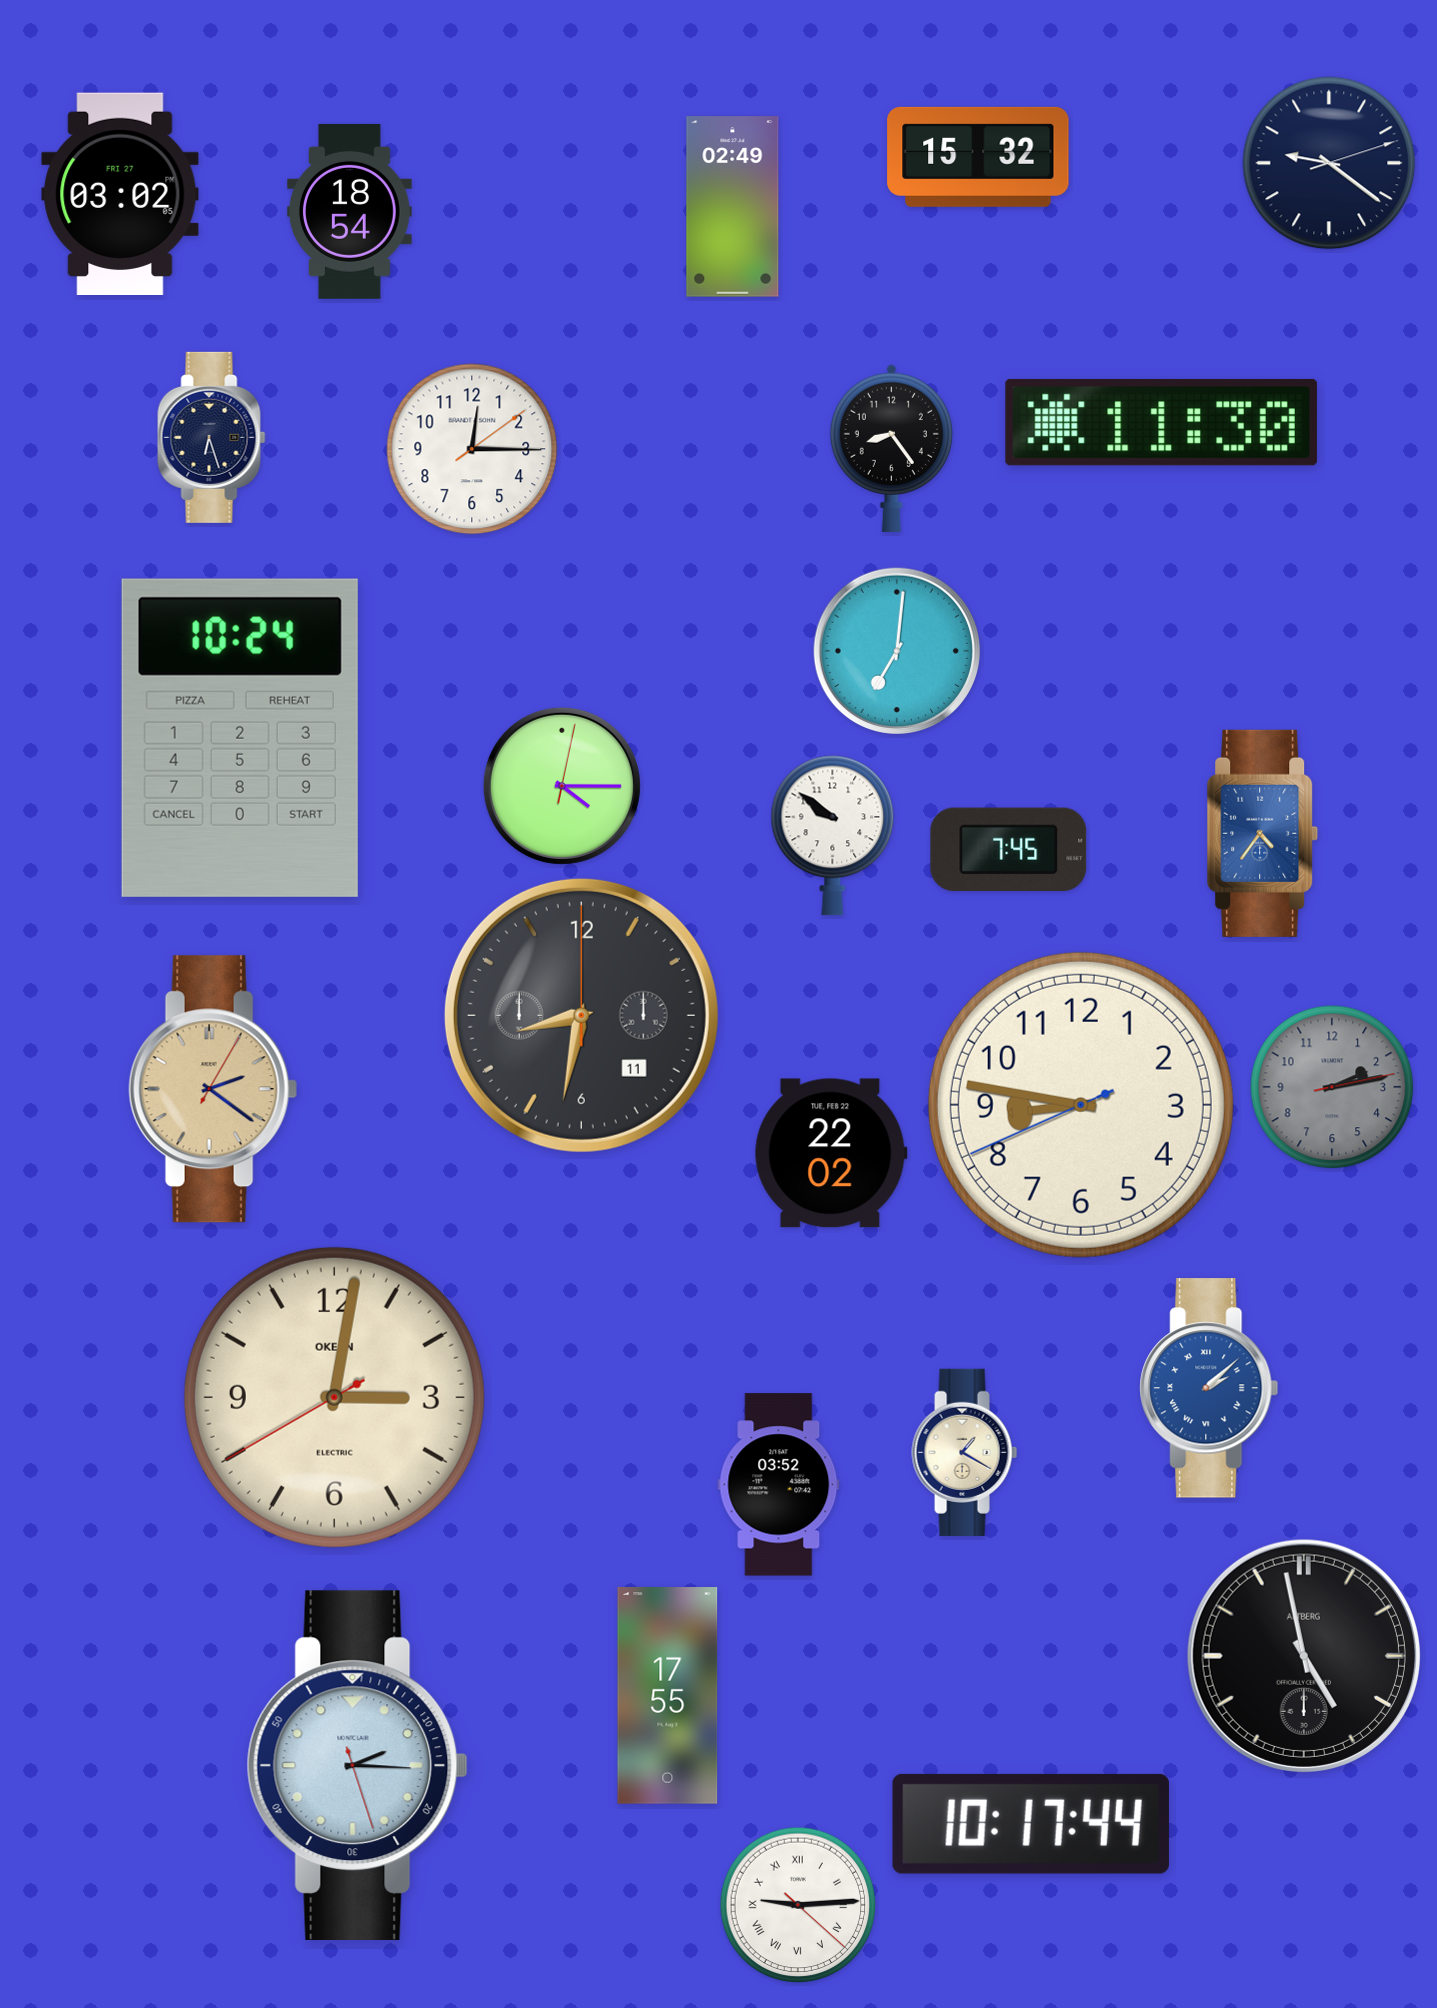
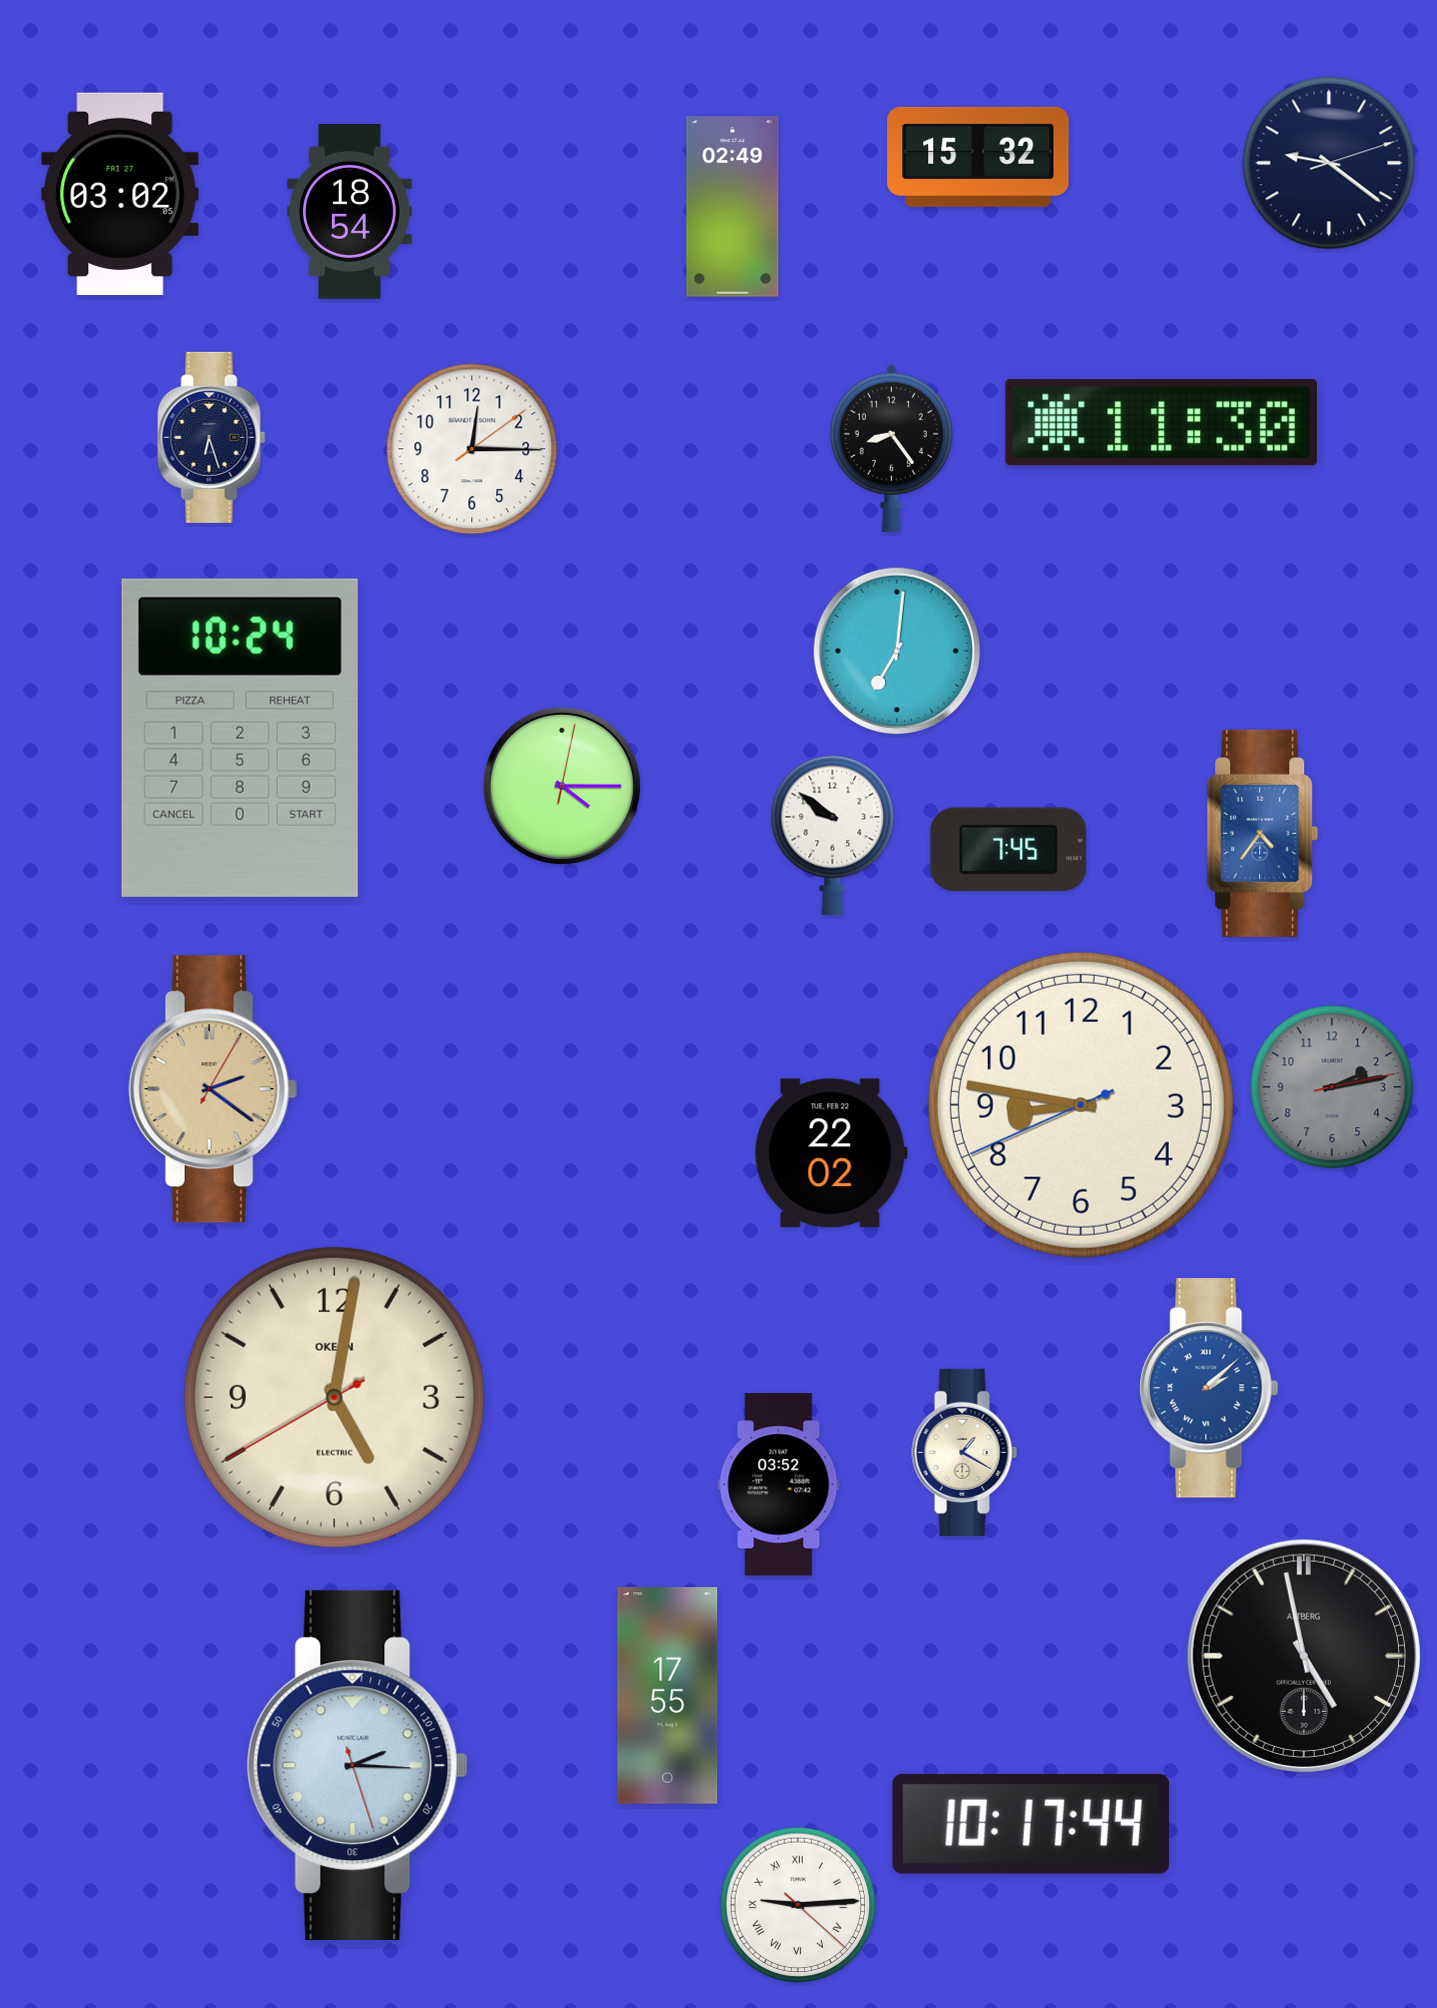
clock at (581, 1015): 8:32 -> none
clock at (334, 1397): 3:01 -> 5:01
